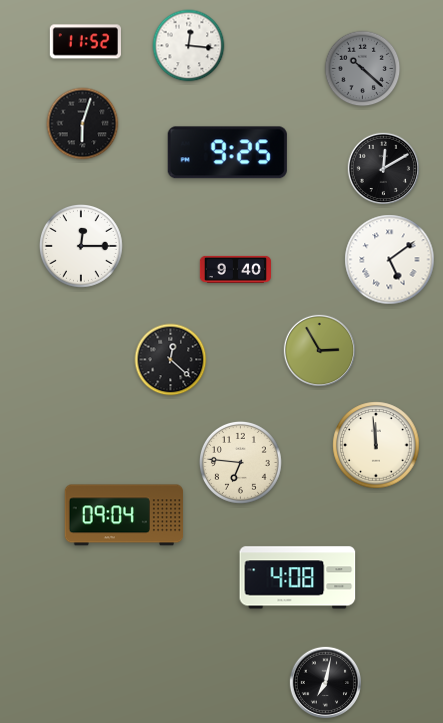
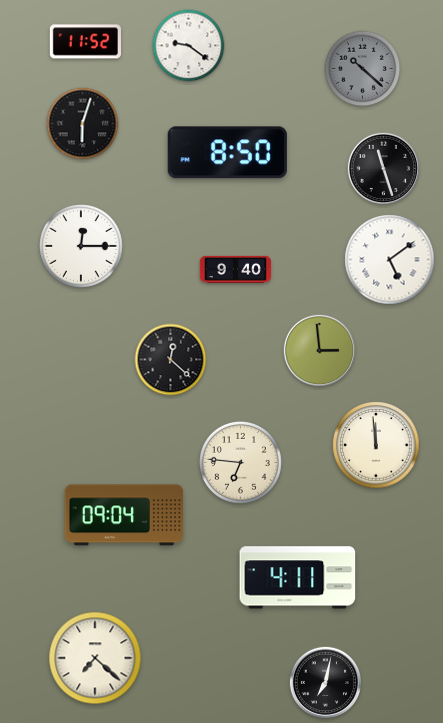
clock at (189, 46): 12:16 -> 9:21
clock at (227, 153): 9:25 -> 8:50
clock at (383, 168): 12:10 -> 11:27
clock at (319, 350): 2:55 -> 2:59
clock at (298, 578): 4:08 -> 4:11
clock at (95, 658): none -> 7:22
